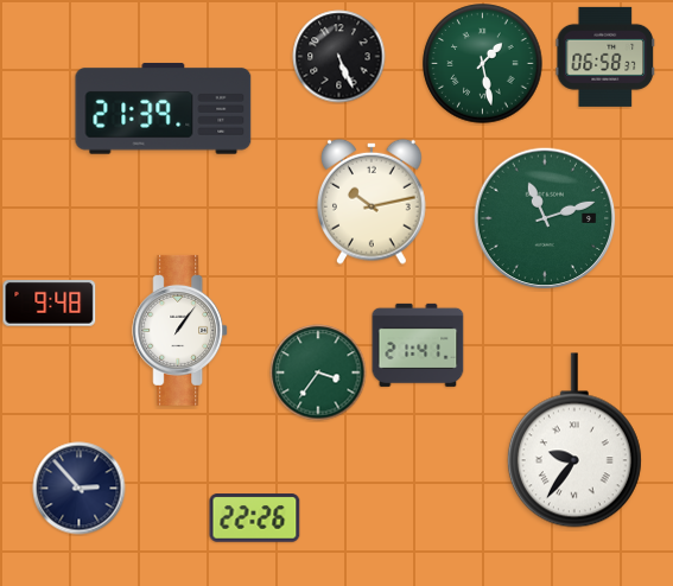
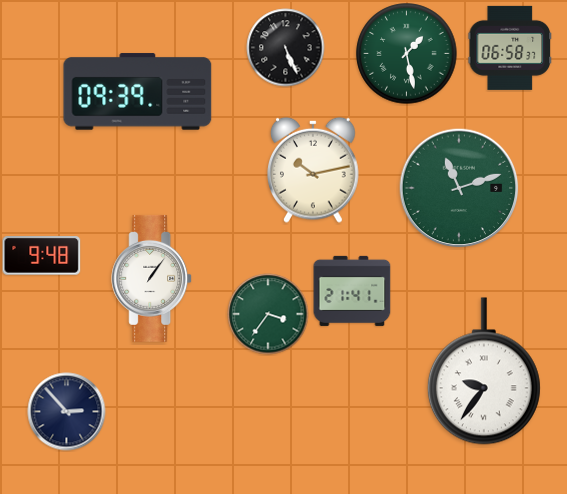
clock at (164, 109): 21:39 -> 09:39
clock at (545, 218) position: (545, 218) -> (459, 188)
clock at (255, 518): 22:26 -> none
